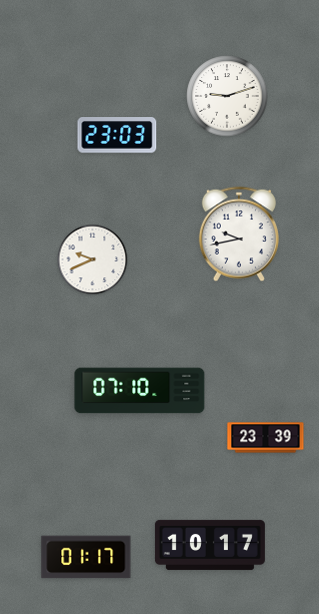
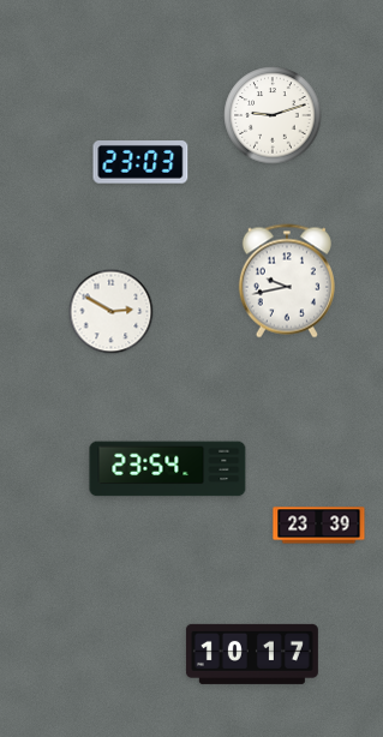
clock at (93, 260): 9:41 -> 2:50
clock at (140, 391): 07:10 -> 23:54
clock at (86, 557): 01:17 -> none
